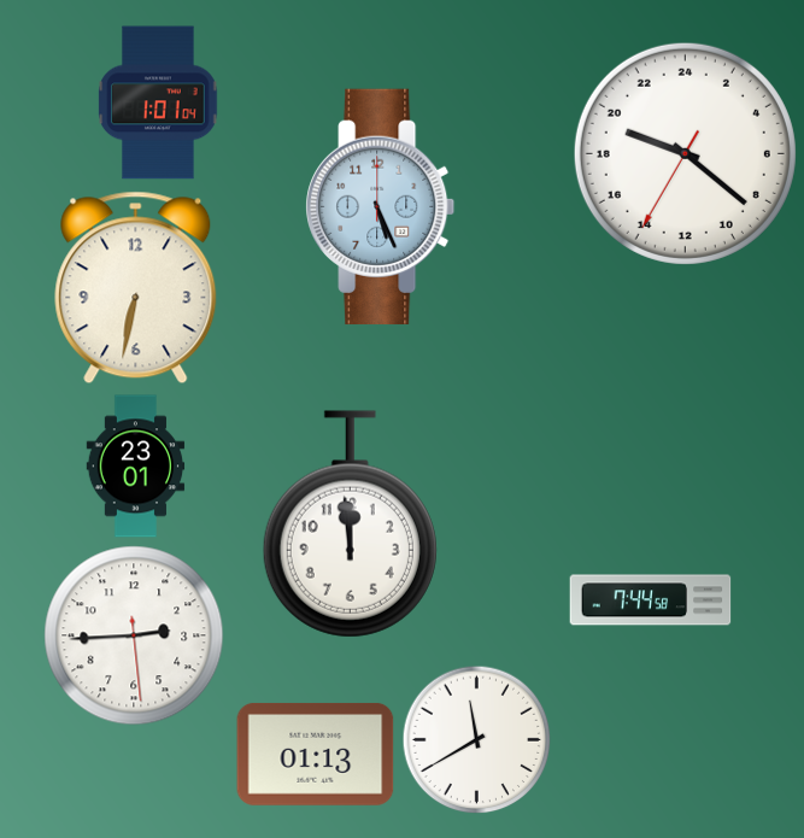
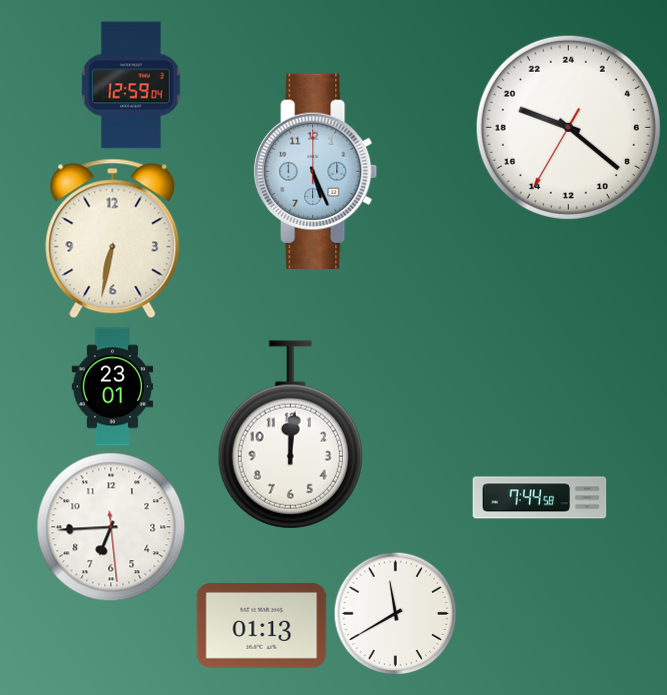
clock at (158, 102): 1:01 -> 12:59
clock at (350, 525): 11:59 -> 12:01
clock at (134, 635): 2:44 -> 6:44
